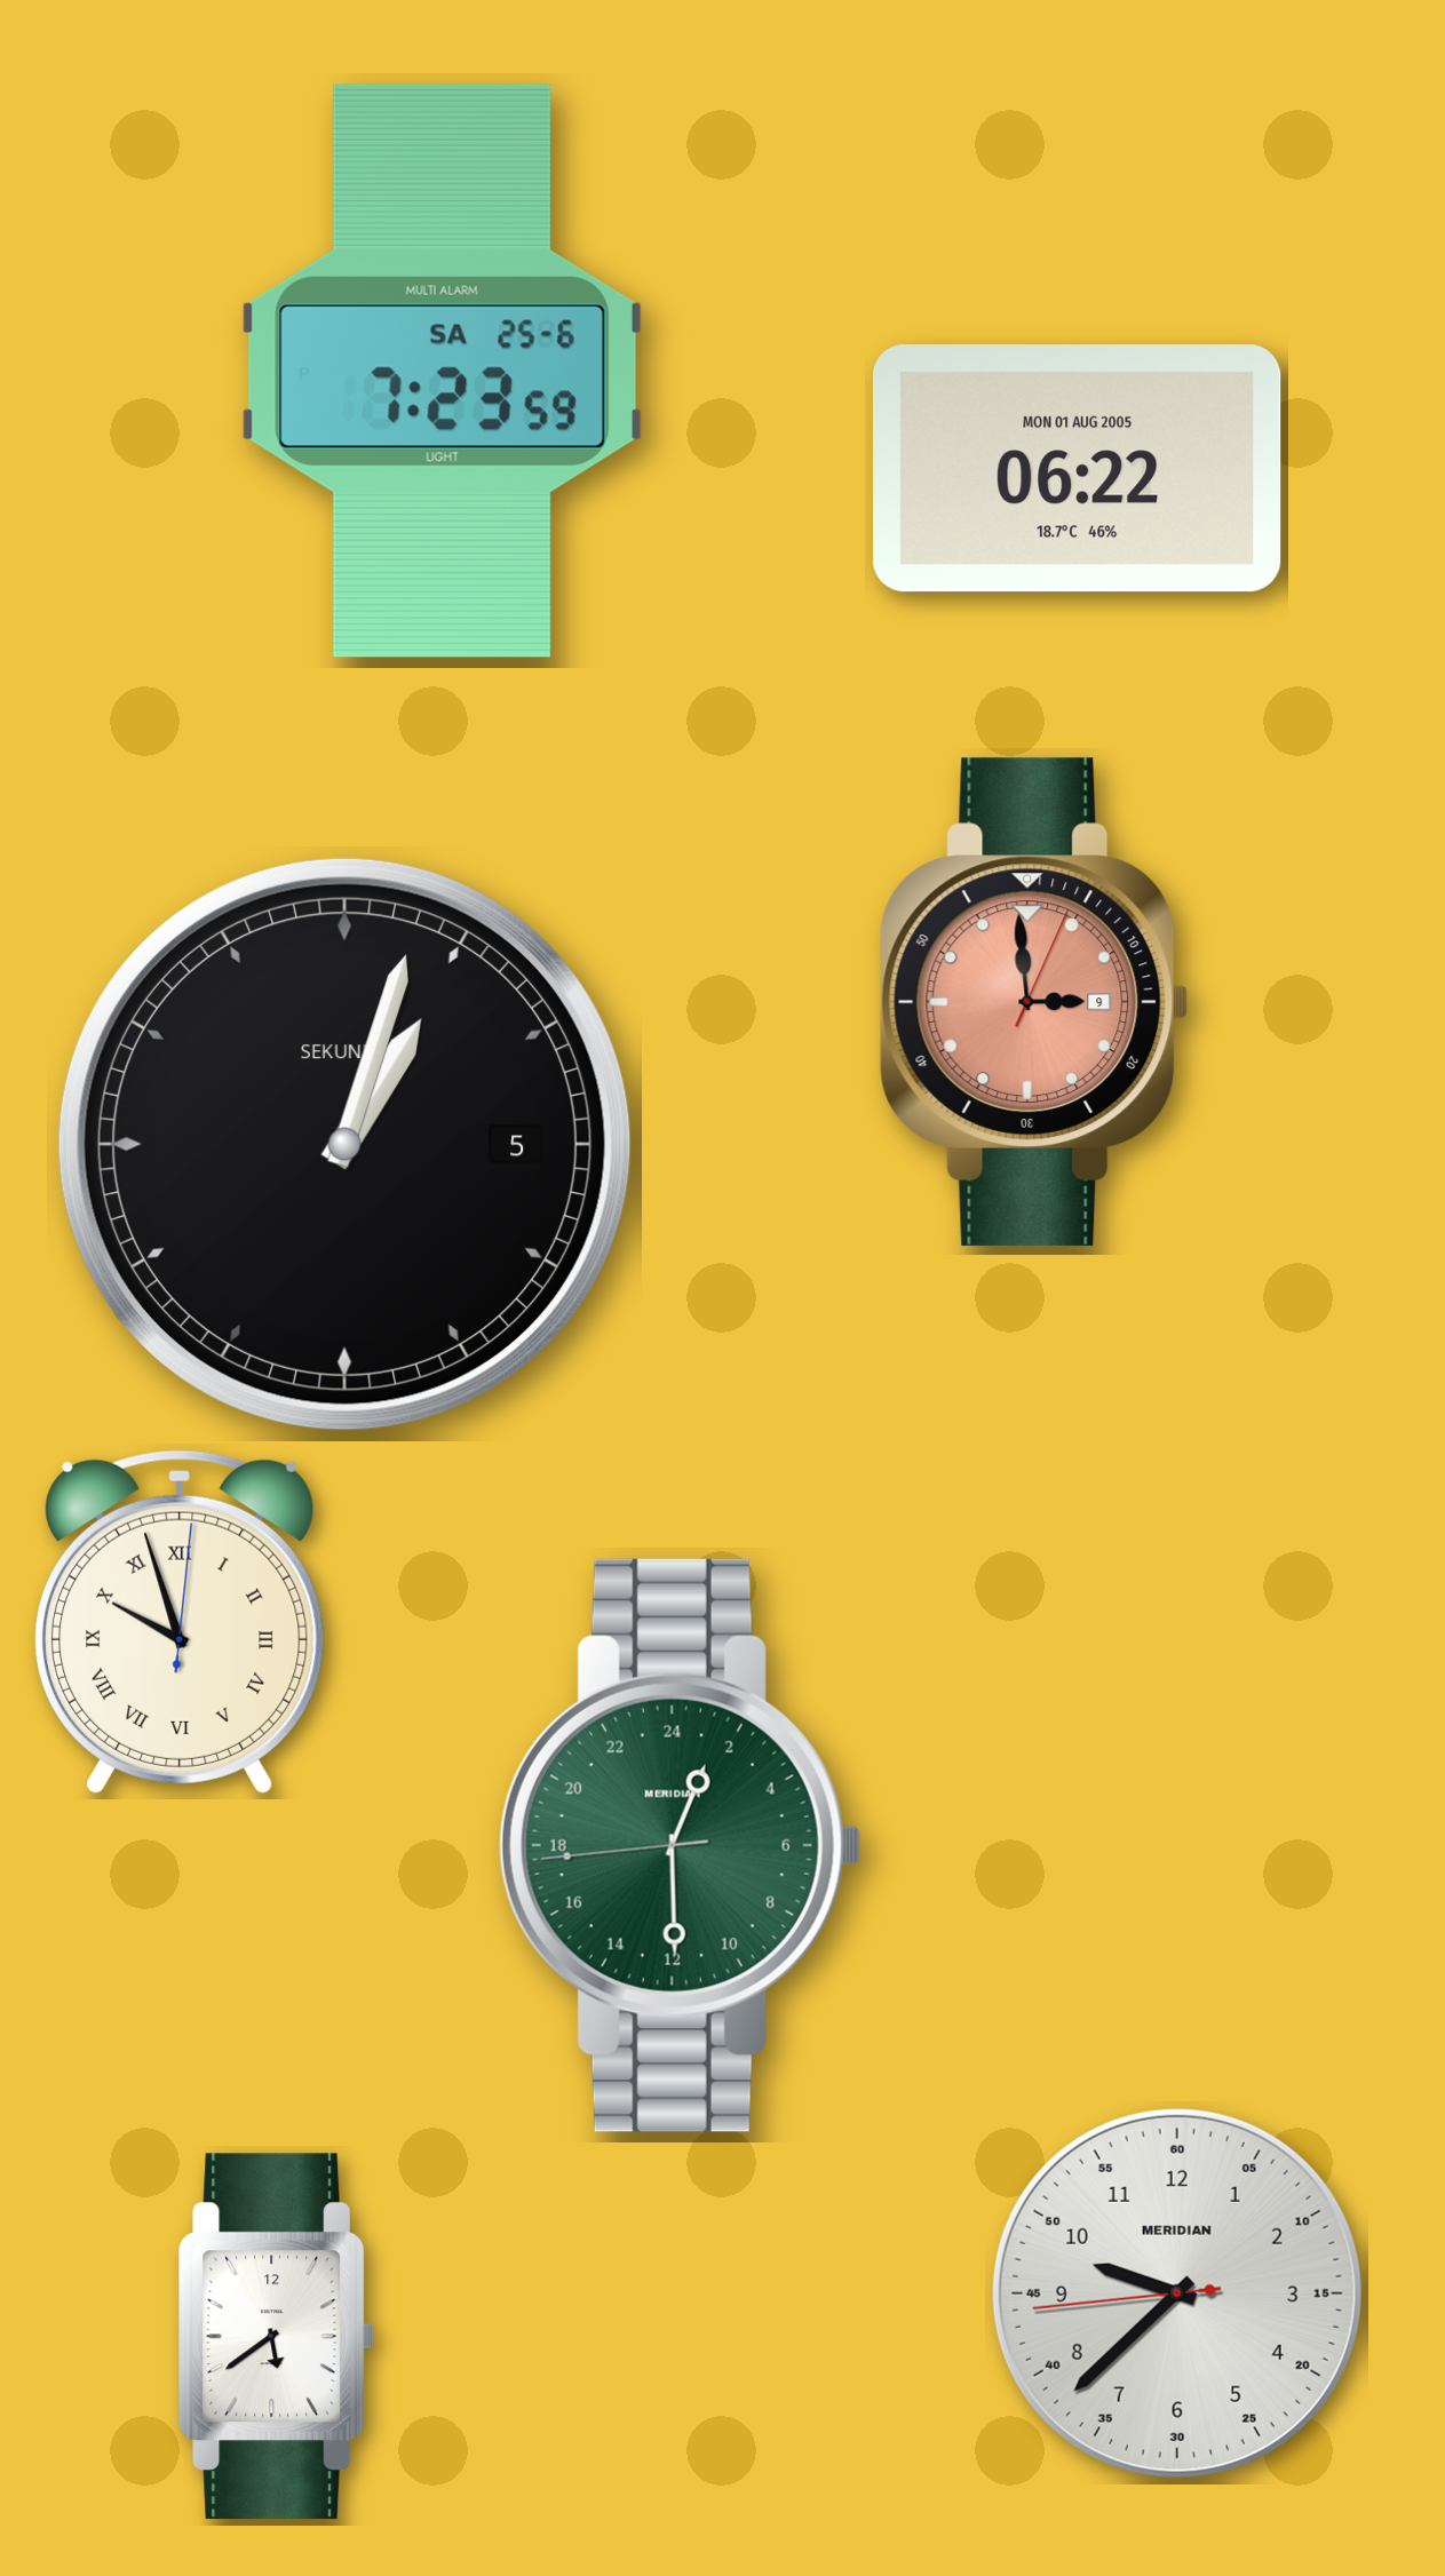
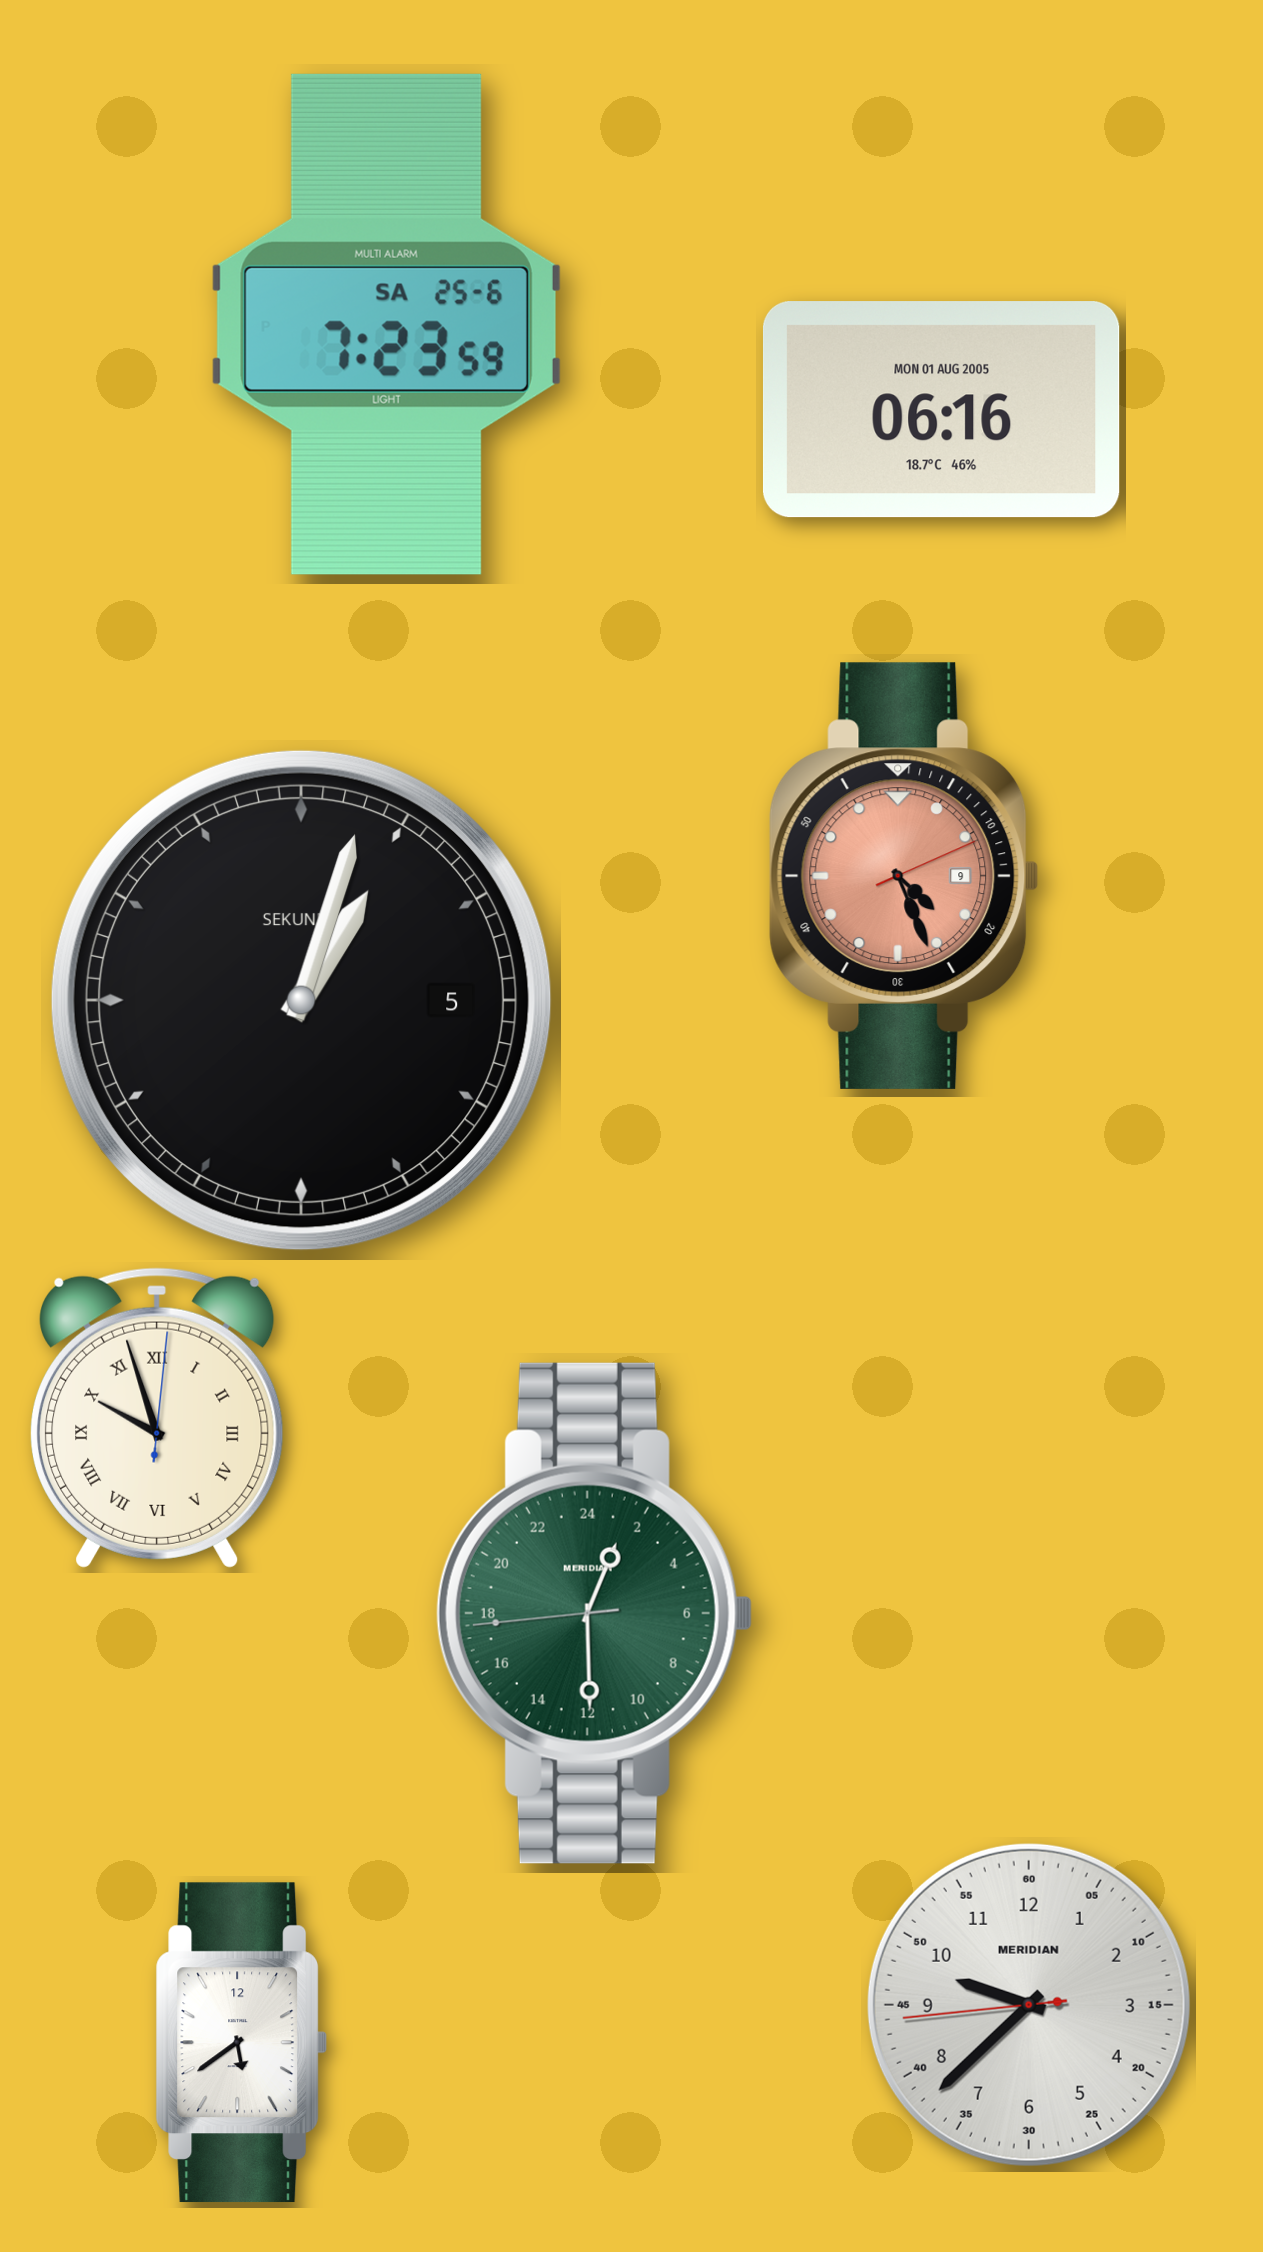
clock at (1077, 469): 06:22 -> 06:16
clock at (1034, 1002): 2:59 -> 4:26
